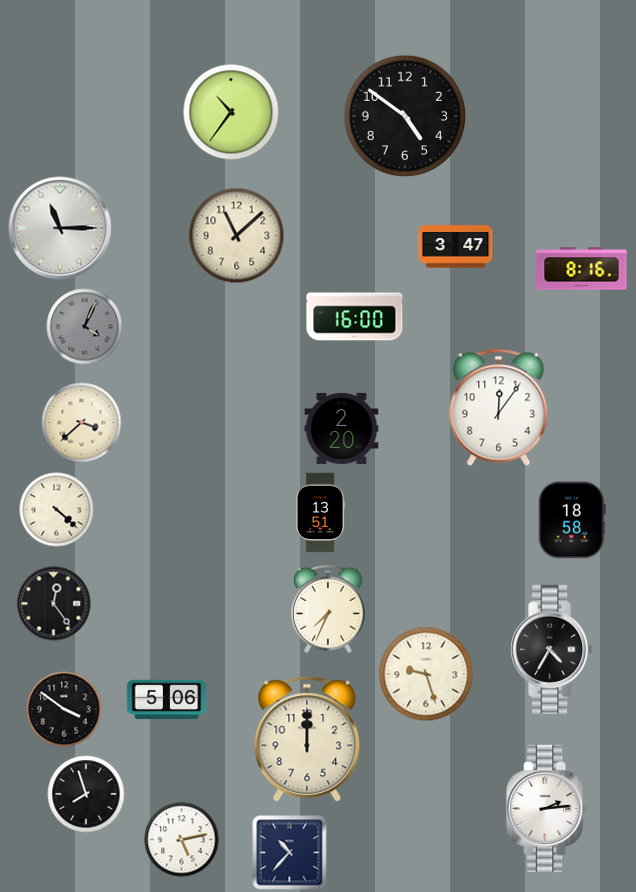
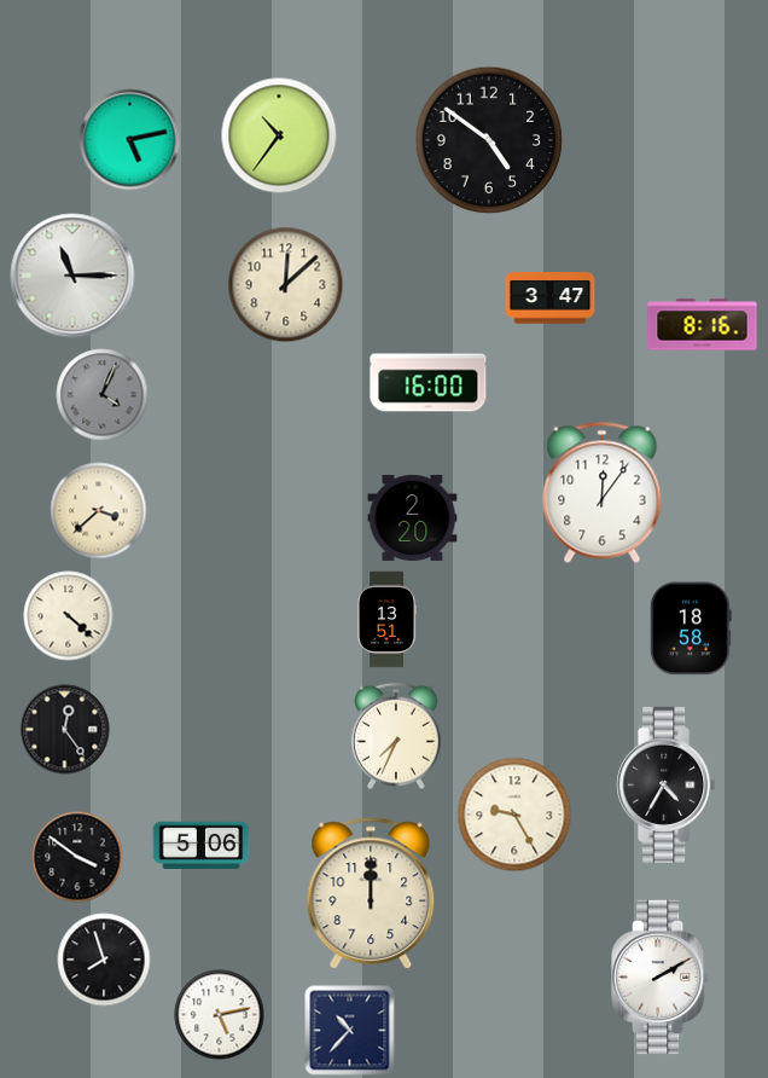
clock at (130, 140): none -> 5:13
clock at (237, 236): 11:08 -> 12:08
clock at (426, 674): 9:27 -> 9:25
clock at (547, 809): 2:14 -> 2:10
